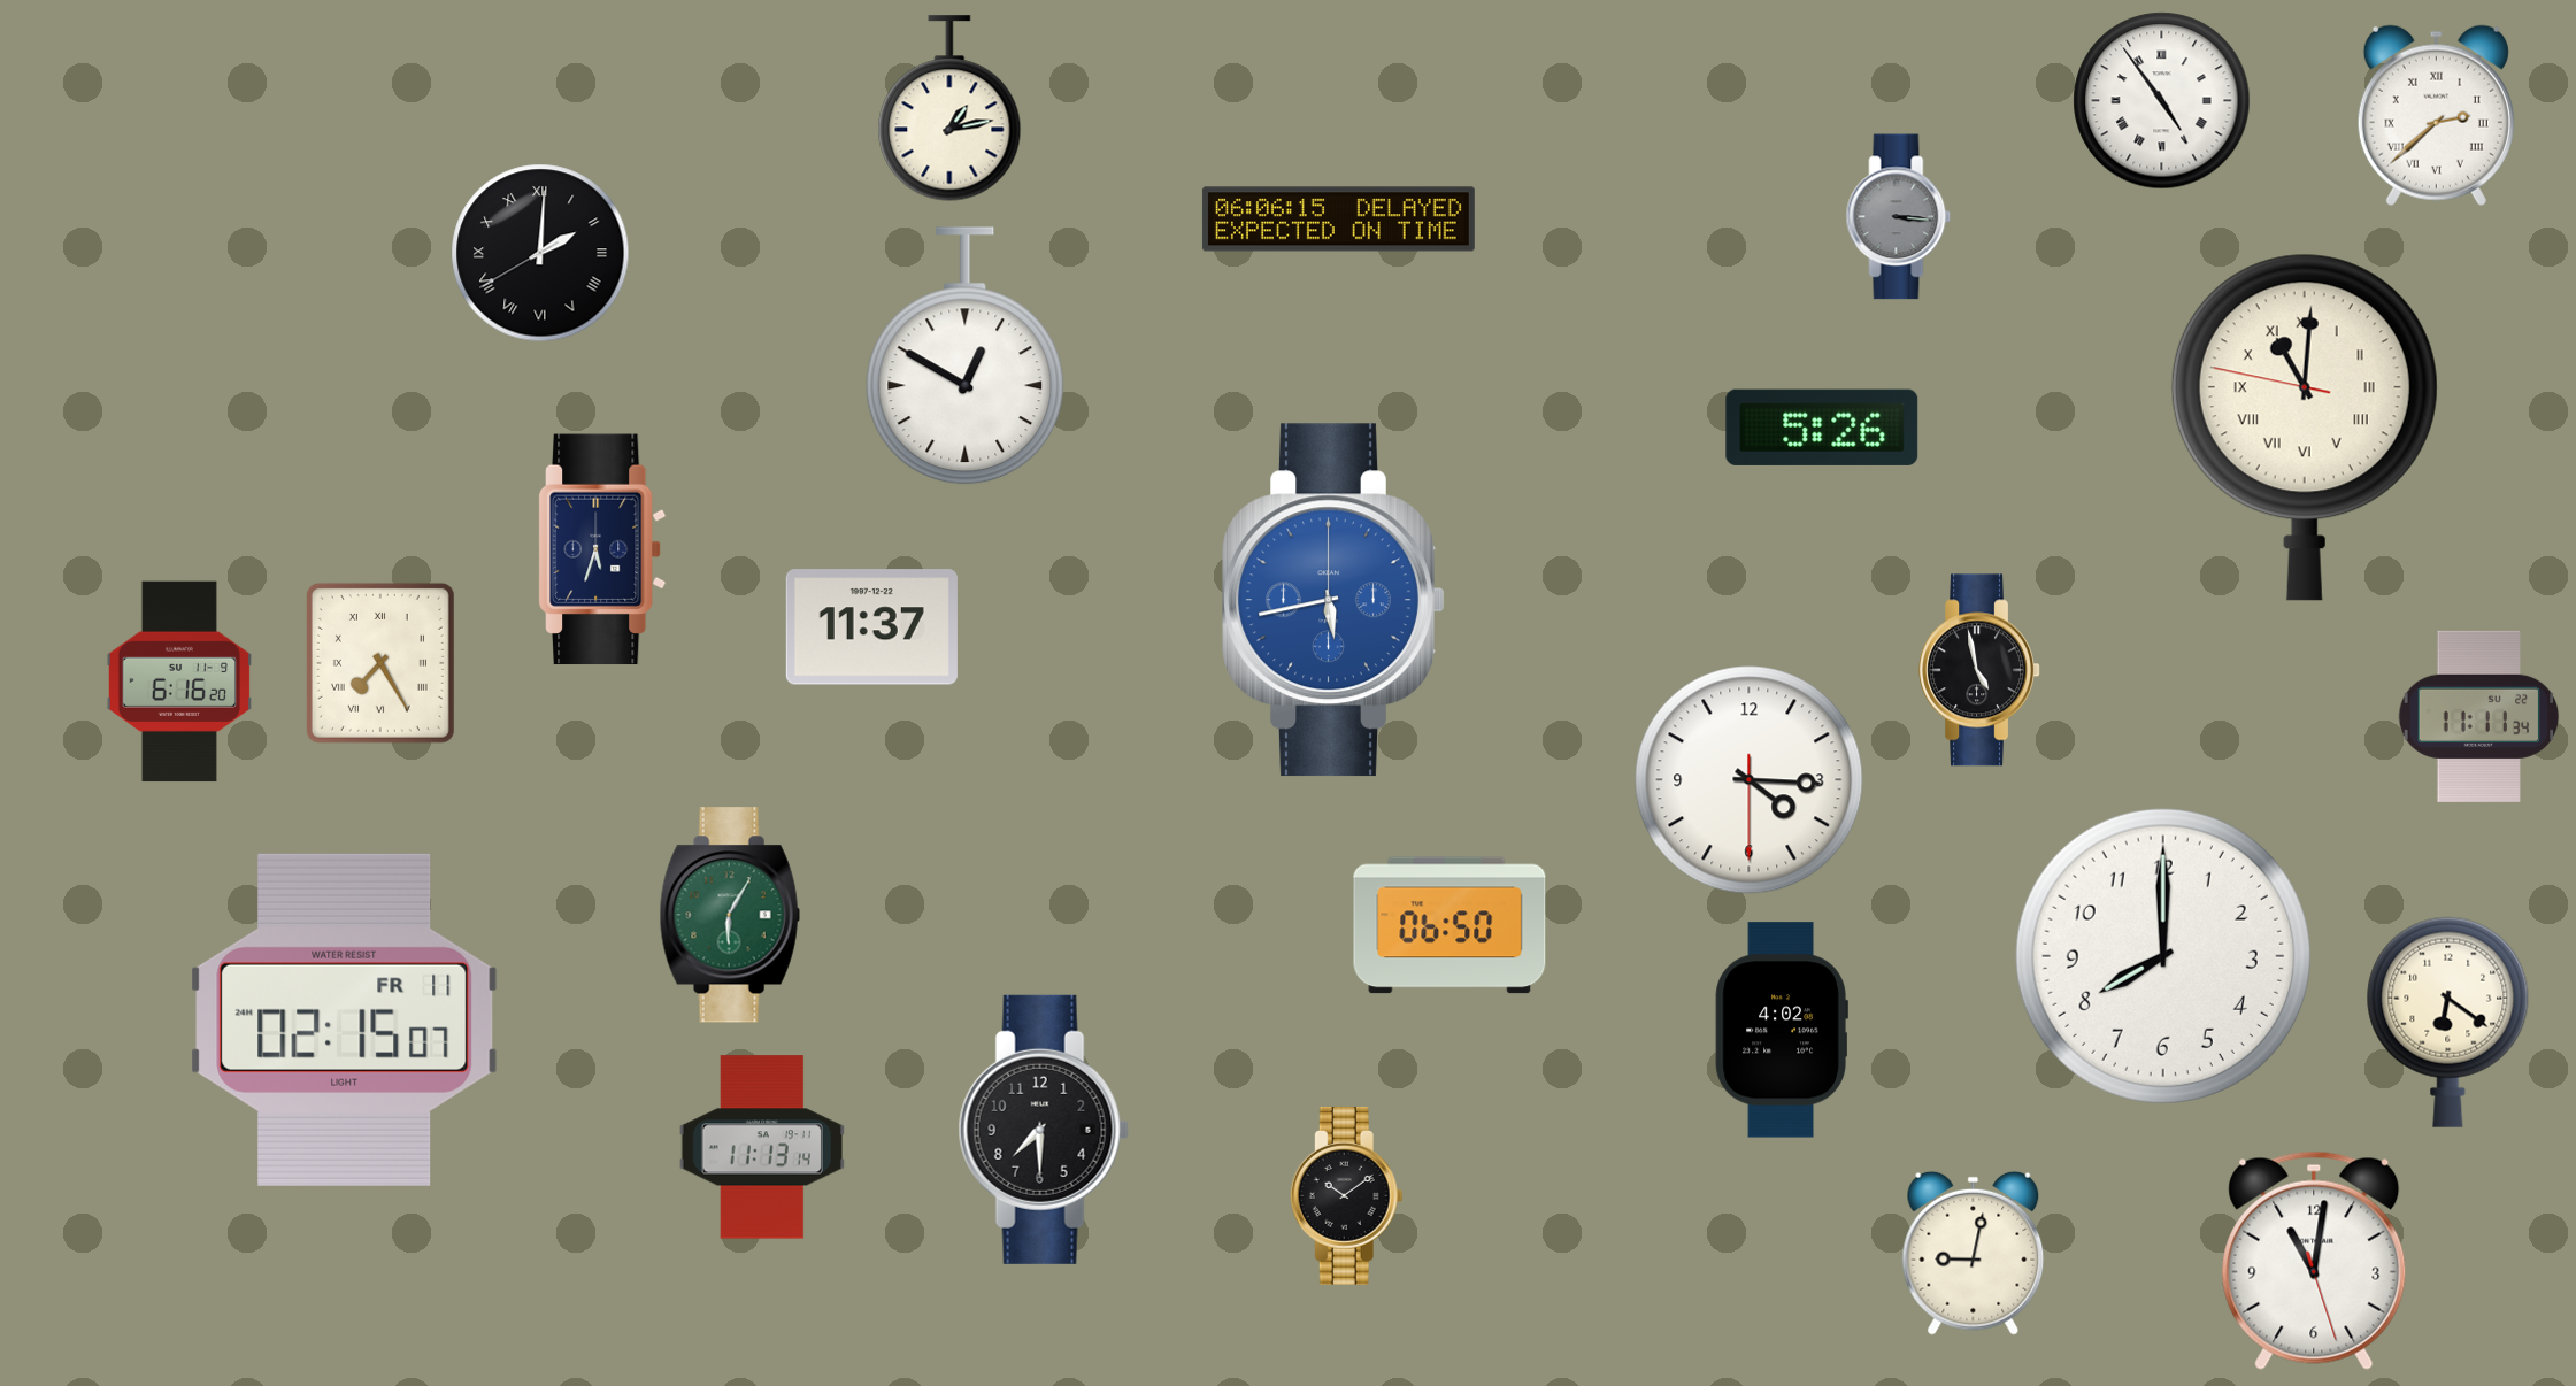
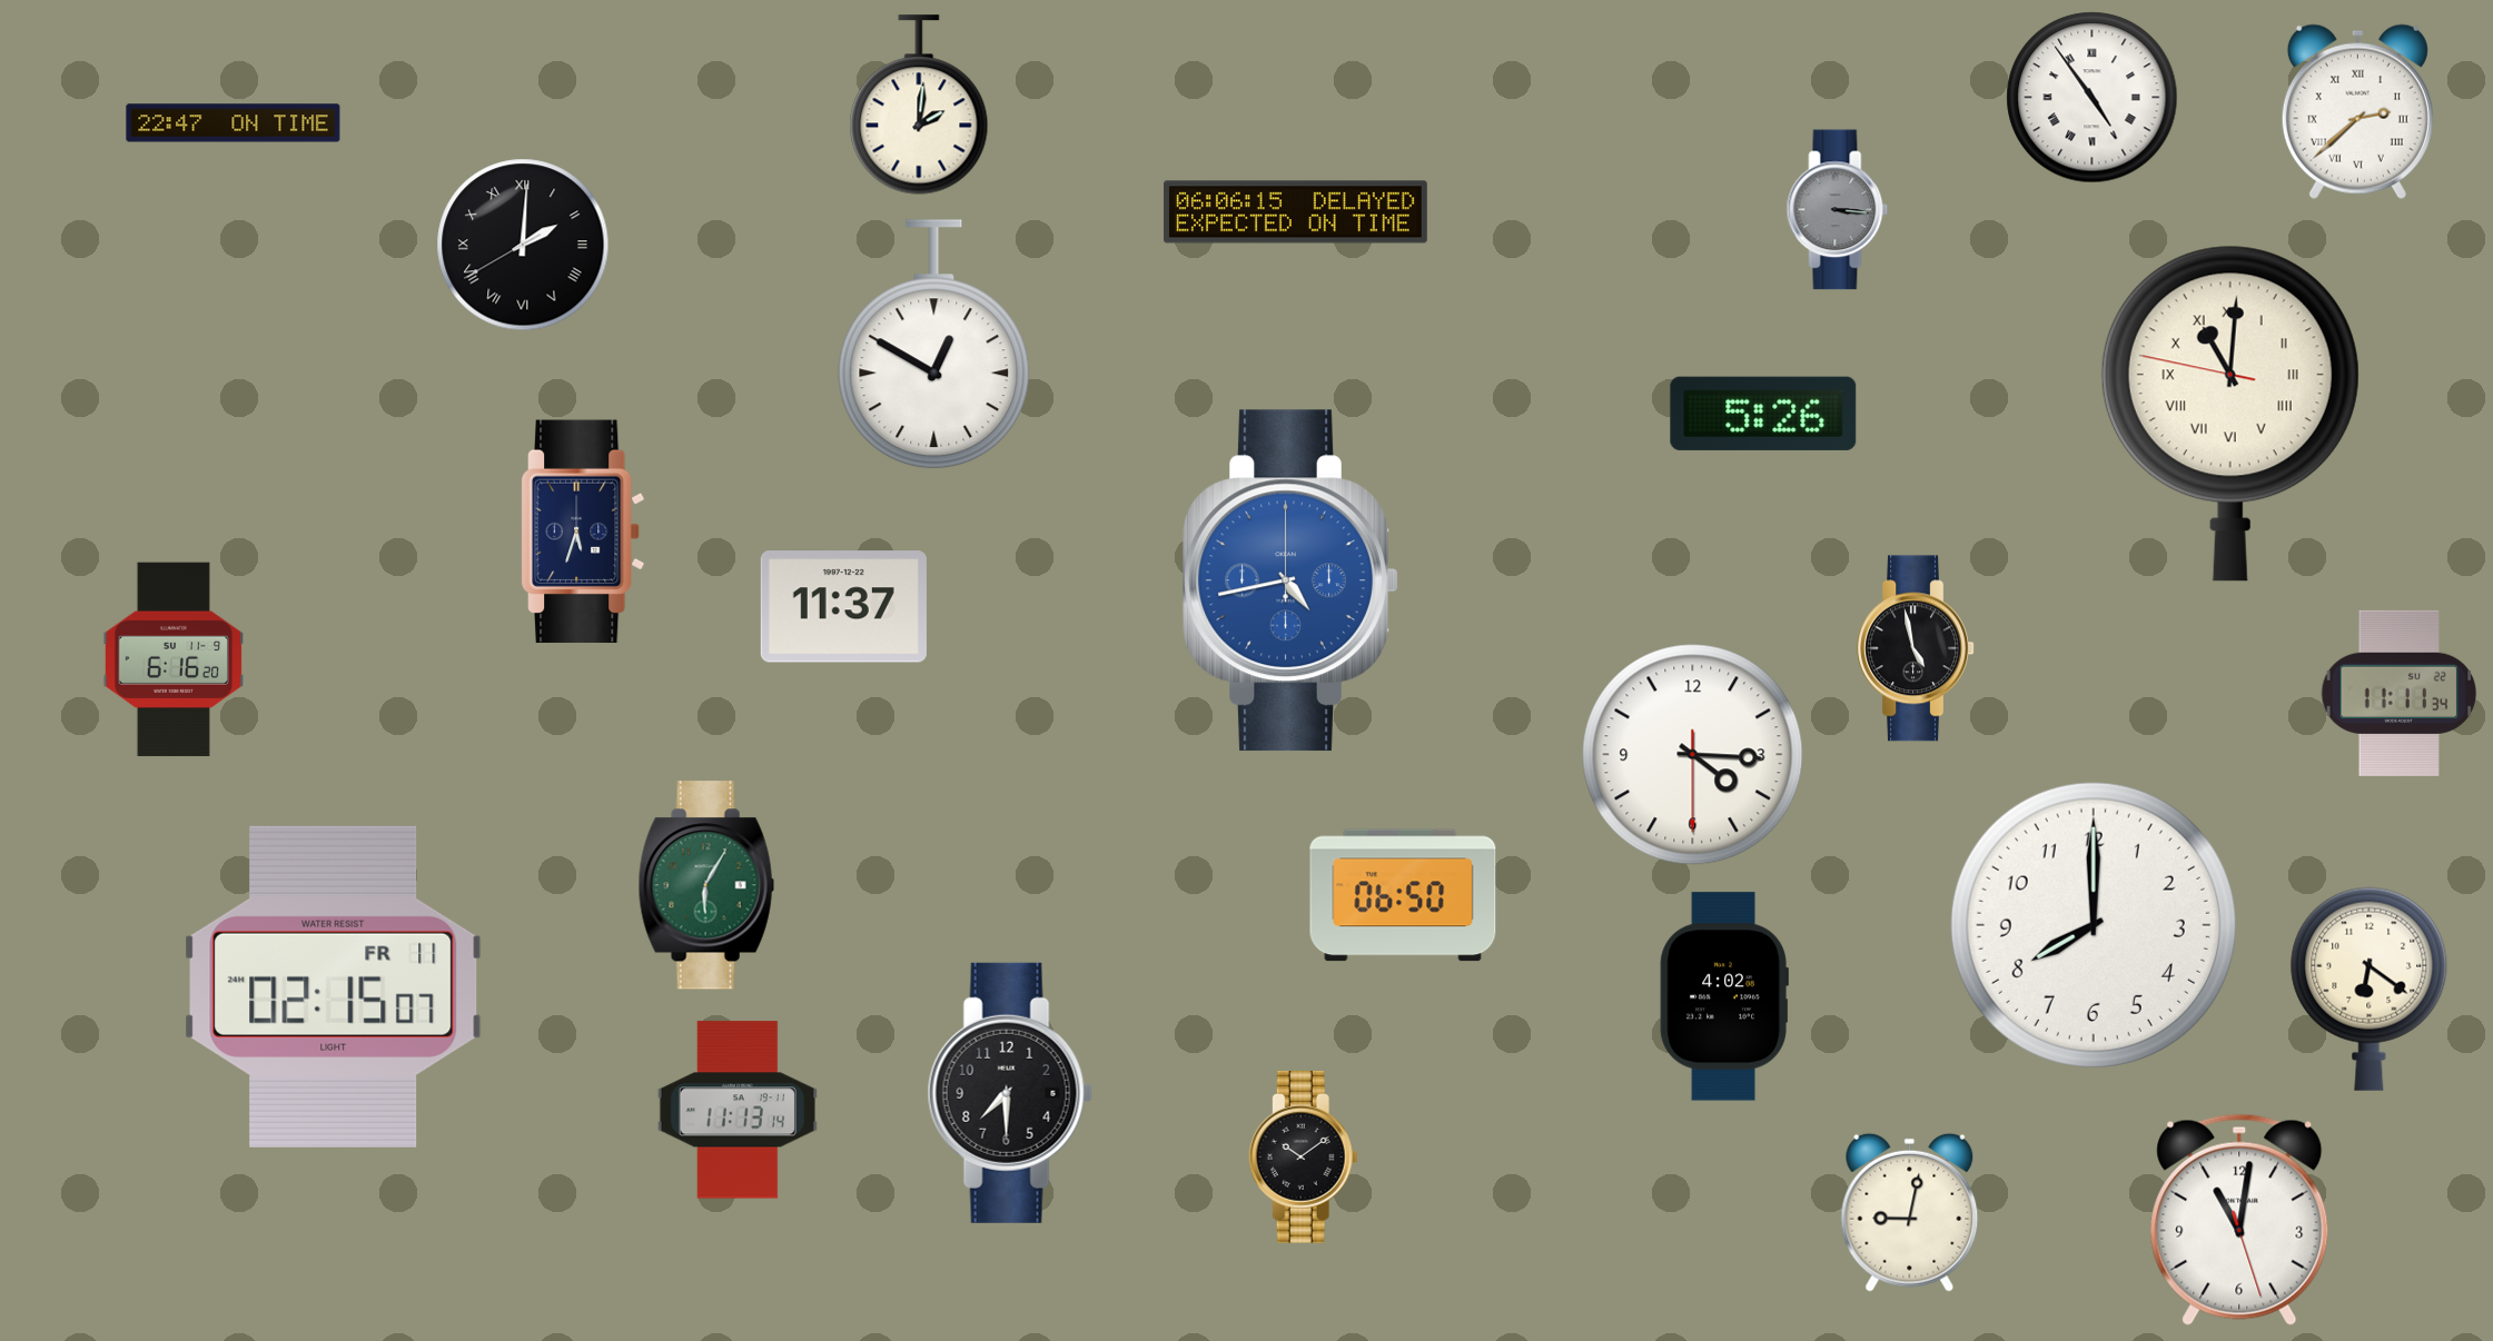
clock at (949, 108): 1:13 -> 2:01
clock at (234, 123): none -> 22:47
clock at (1333, 600): 5:43 -> 4:43
clock at (380, 663): 7:25 -> none
